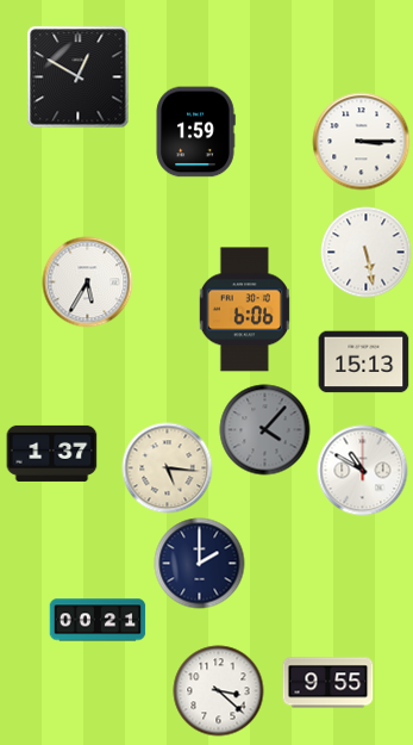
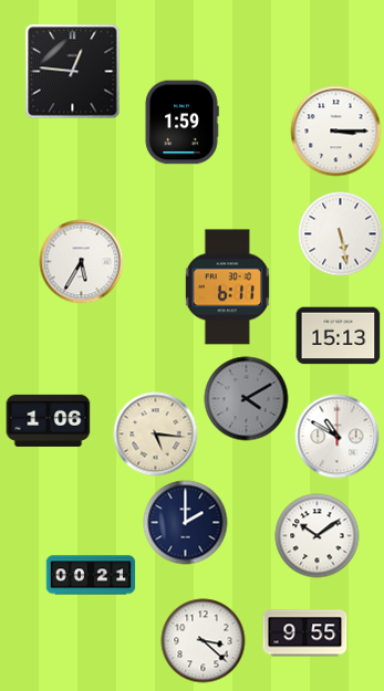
clock at (79, 77): 12:50 -> 12:46
clock at (244, 310): 6:06 -> 6:11
clock at (265, 430): 4:07 -> 4:10
clock at (52, 453): 1:37 -> 1:06
clock at (318, 536): none -> 10:09
